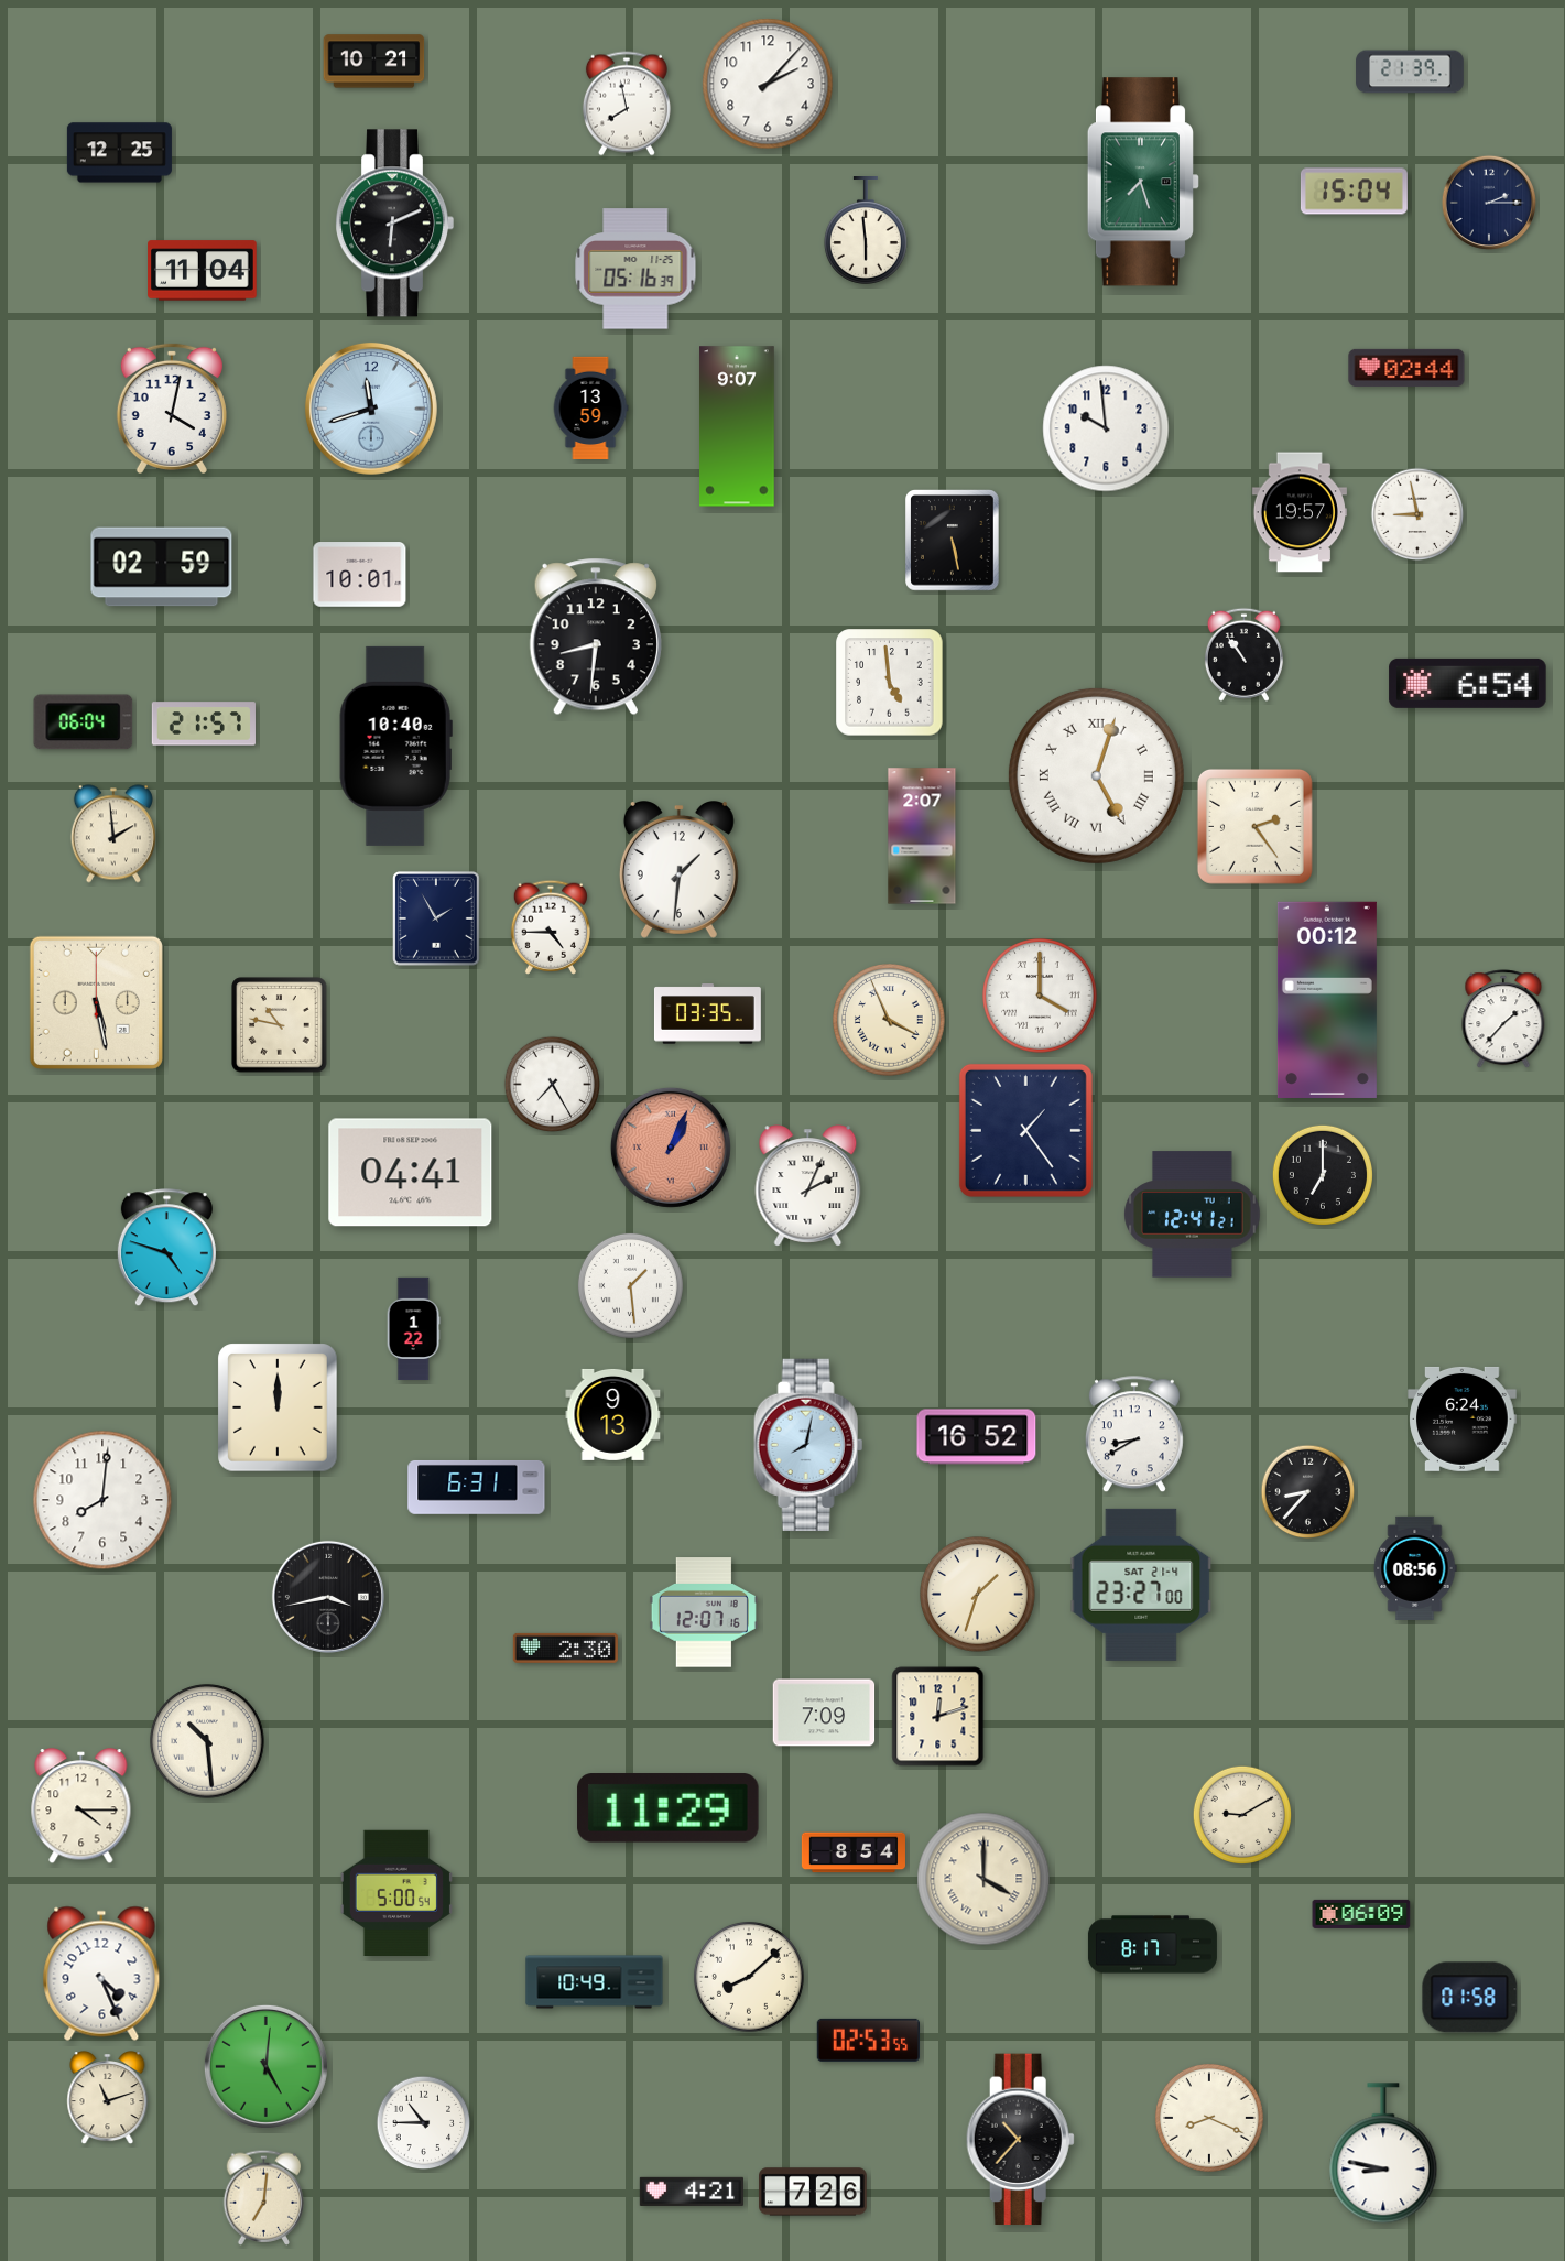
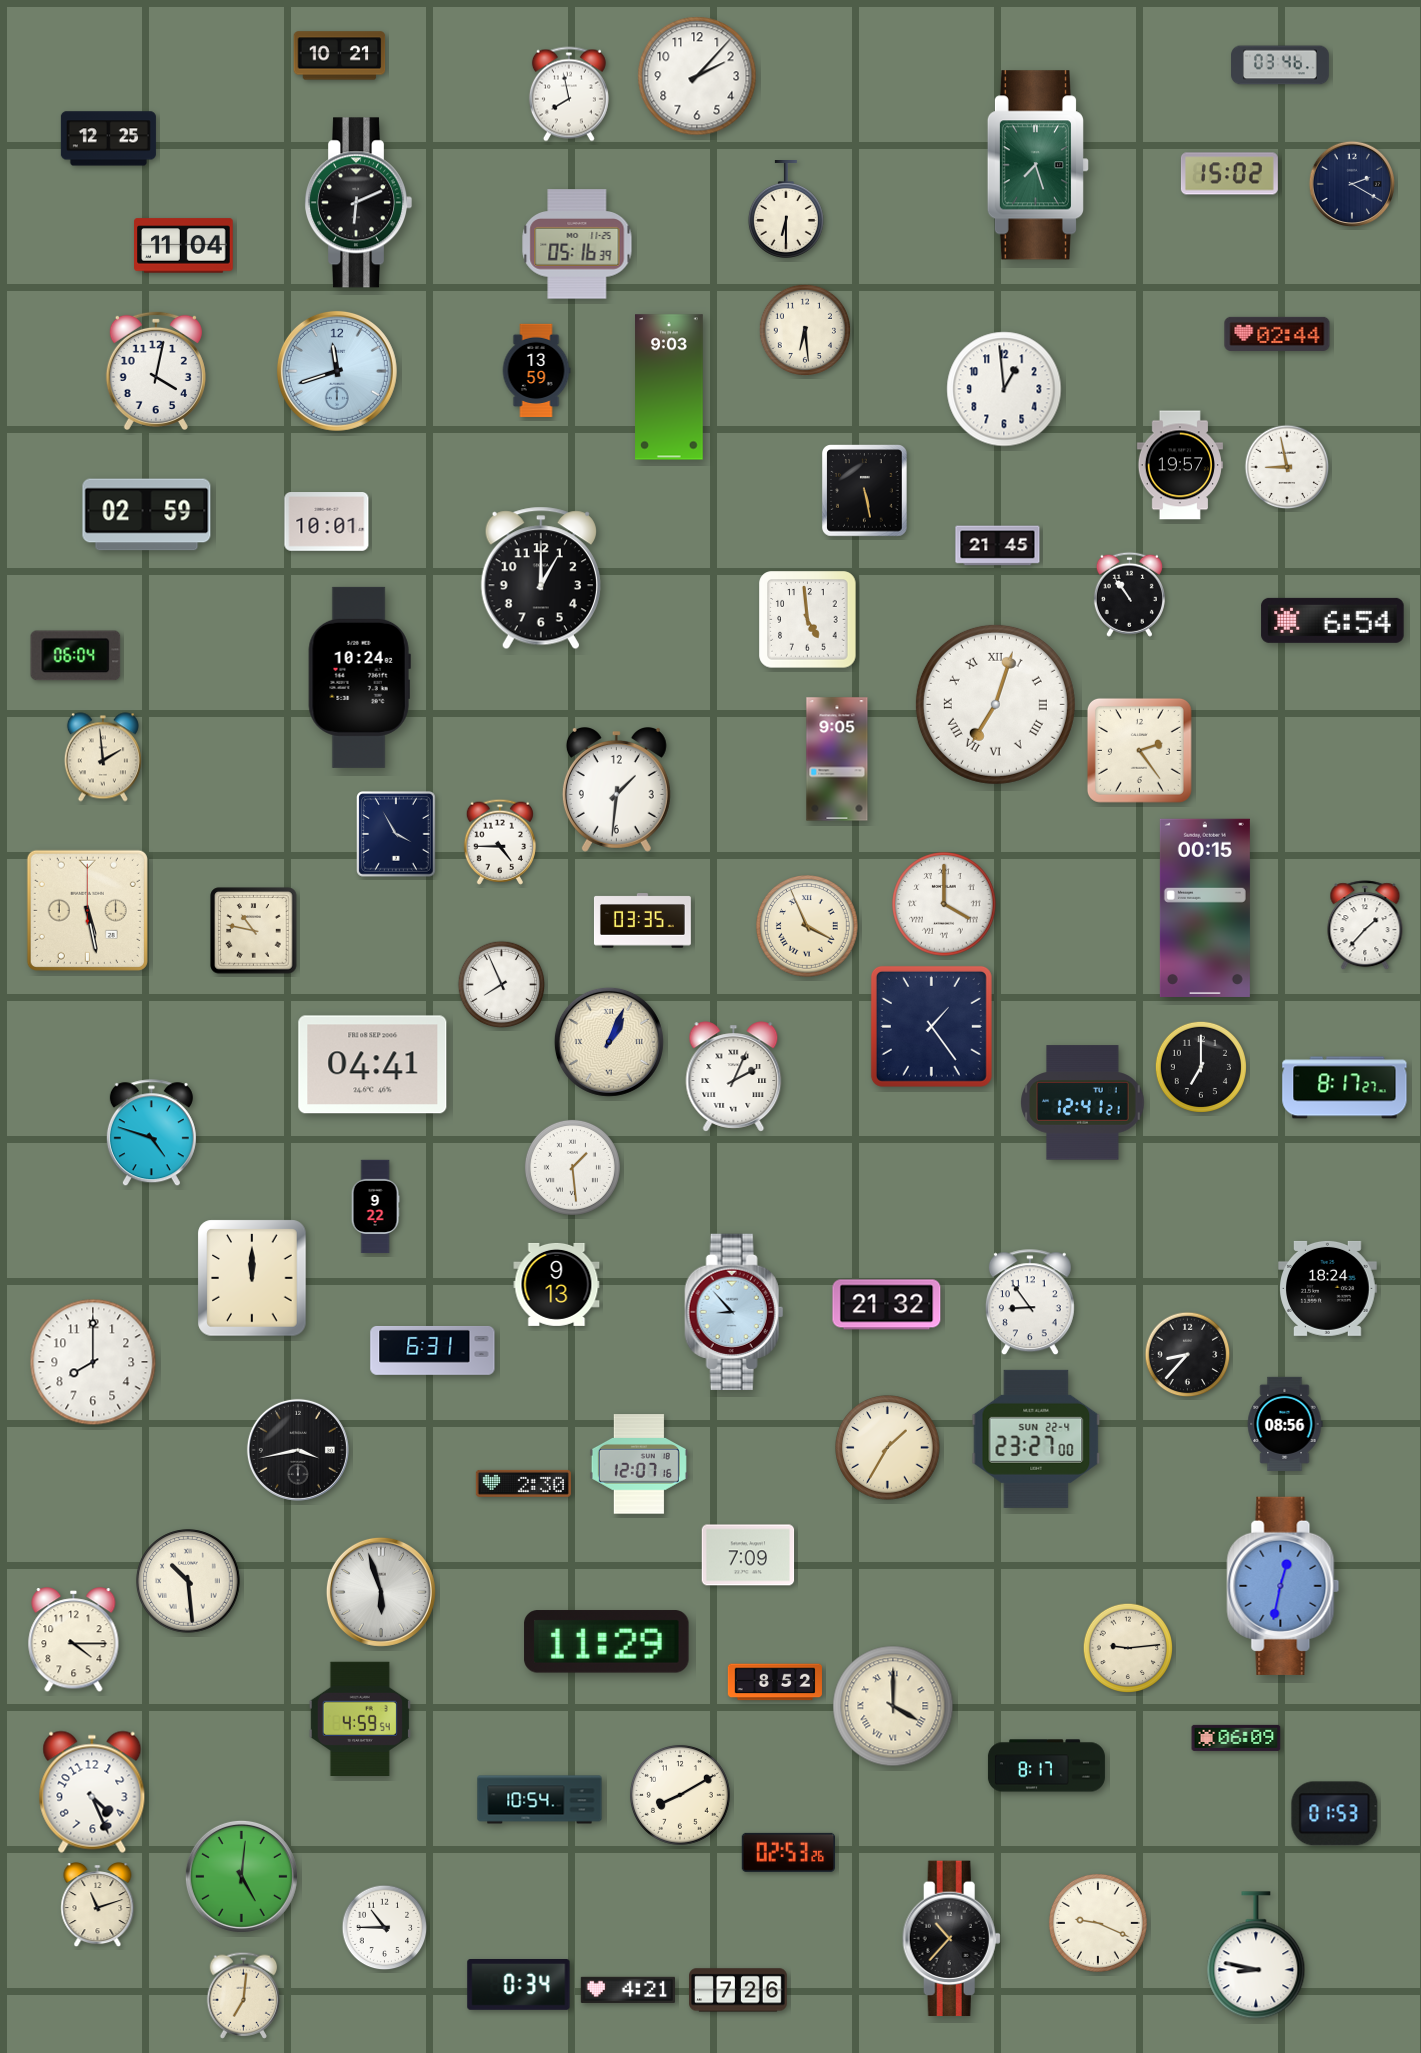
clock at (1410, 72): 21:39 -> 03:46
clock at (1354, 192): 15:04 -> 15:02
clock at (1488, 202): 2:15 -> 2:20
clock at (866, 231): 5:59 -> 6:30
clock at (805, 330): none -> 6:29
clock at (737, 426): 9:07 -> 9:03
clock at (1106, 428): 9:59 -> 12:59
clock at (998, 546): none -> 21:45
clock at (596, 637): 8:31 -> 1:00
clock at (204, 724): 21:57 -> none
clock at (395, 746): 10:40 -> 10:24
clock at (1096, 775): 5:03 -> 7:03
clock at (922, 836): 2:07 -> 9:05
clock at (437, 920): 1:55 -> 3:55
clock at (1327, 1000): 00:12 -> 00:15
clock at (553, 1085): 7:25 -> 7:56
clock at (671, 1148) dial: salmon -> cream
clock at (1345, 1088): none -> 8:17
clock at (413, 1329): 1:22 -> 9:22
clock at (1463, 1418): 6:24 -> 18:24
clock at (1134, 1435): 8:40 -> 8:54
clock at (977, 1437): 16:52 -> 21:32
clock at (808, 1444): 8:02 -> 8:53
clock at (102, 1500): 8:01 -> 8:00
clock at (1141, 1585) date: SAT 21-4 -> SUN 22-4
clock at (978, 1595): 1:33 -> 1:35
clock at (565, 1648) position: (565, 1648) -> (523, 1483)
clock at (938, 1717): 12:12 -> none
clock at (1283, 1586): none -> 12:32
clock at (381, 1592): none -> 5:57
clock at (1241, 1814): 9:10 -> 9:14
clock at (854, 1852): 8:54 -> 8:52
clock at (396, 1892): 5:00 -> 4:59
clock at (749, 1977): 8:08 -> 8:10
clock at (595, 1982): 10:49 -> 10:54
clock at (1470, 1998): 01:58 -> 01:53
clock at (868, 2040): 02:53:55 -> 02:53:26
clock at (1209, 2118): 8:19 -> 9:19
clock at (1020, 2140) position: (1020, 2140) -> (951, 1939)
clock at (519, 1985): none -> 0:34
clock at (264, 2197) position: (264, 2197) -> (244, 1995)
